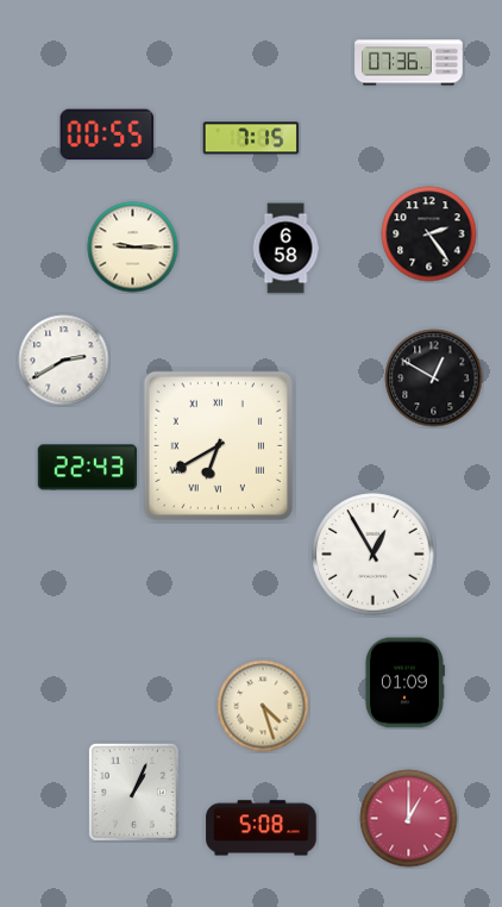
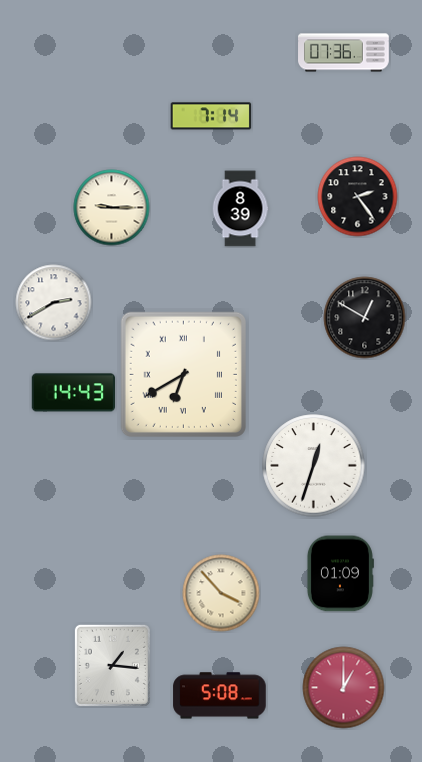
clock at (107, 135): 00:55 -> none
clock at (251, 138): 7:15 -> 7:14
clock at (429, 234) position: (429, 234) -> (358, 197)
clock at (285, 249): 6:58 -> 8:39
clock at (87, 468): 22:43 -> 14:43
clock at (374, 555): 12:55 -> 12:33
clock at (263, 706): 4:27 -> 3:53
clock at (133, 792): 1:04 -> 1:16
